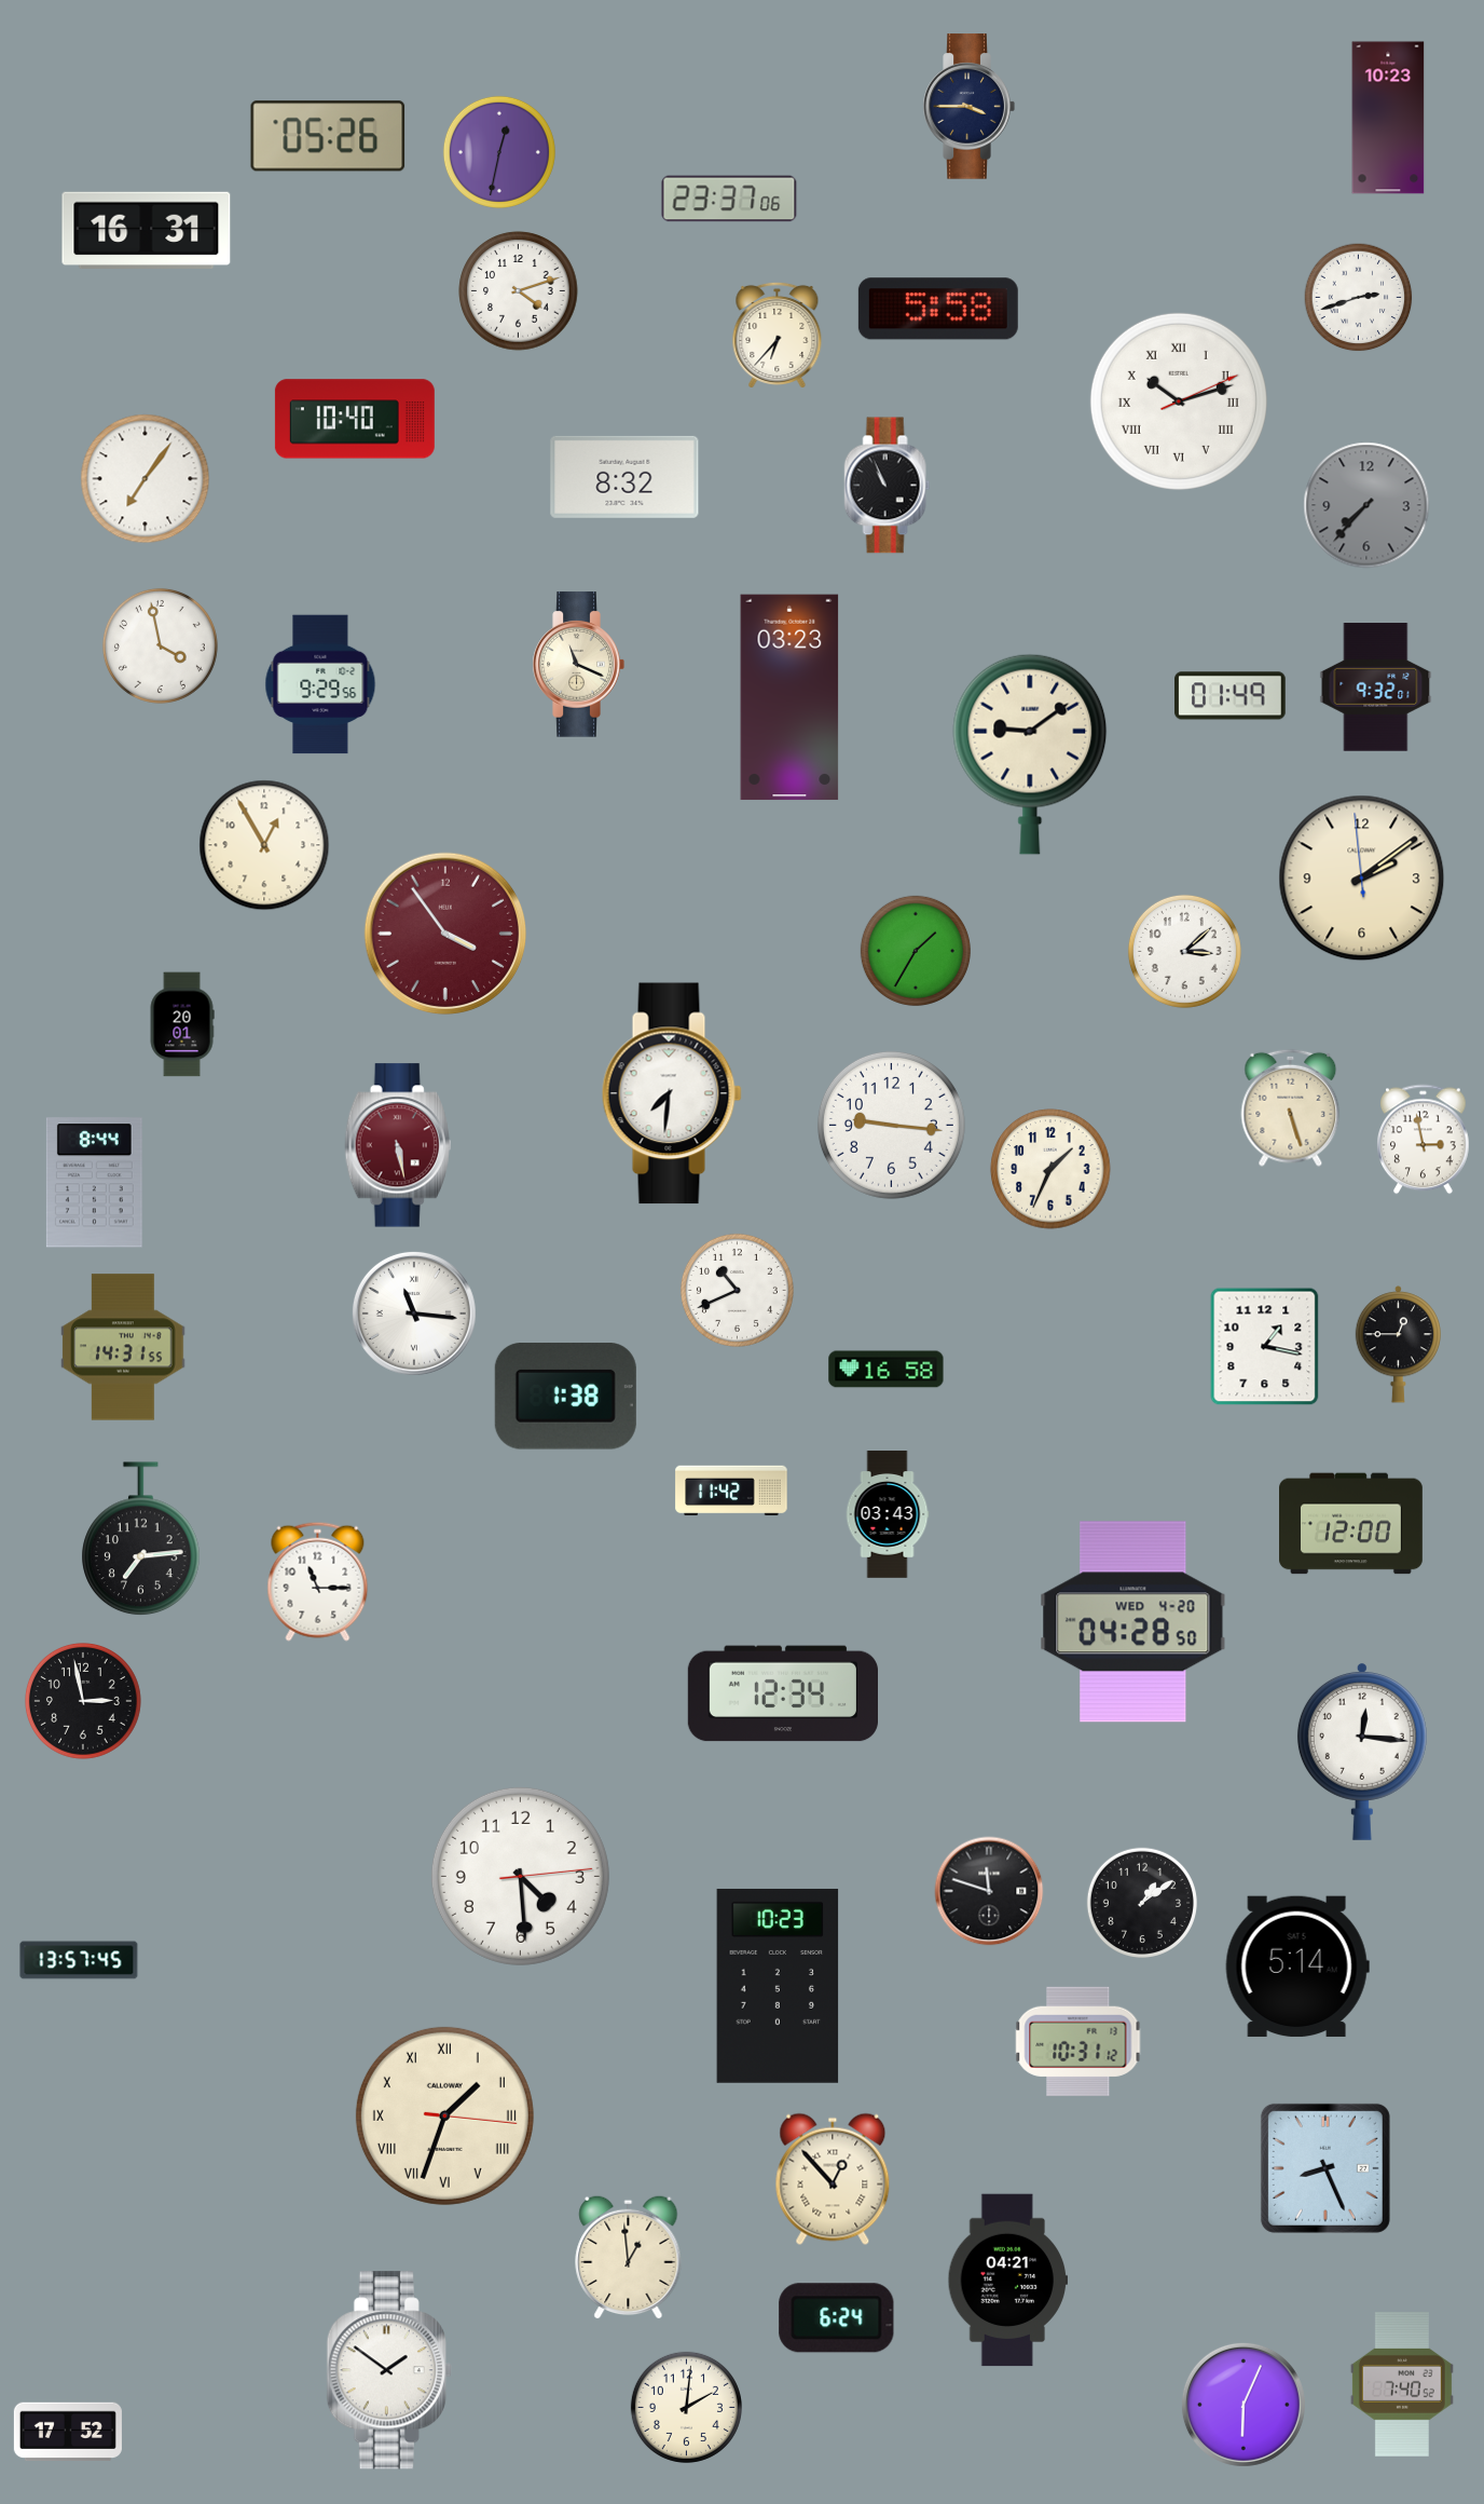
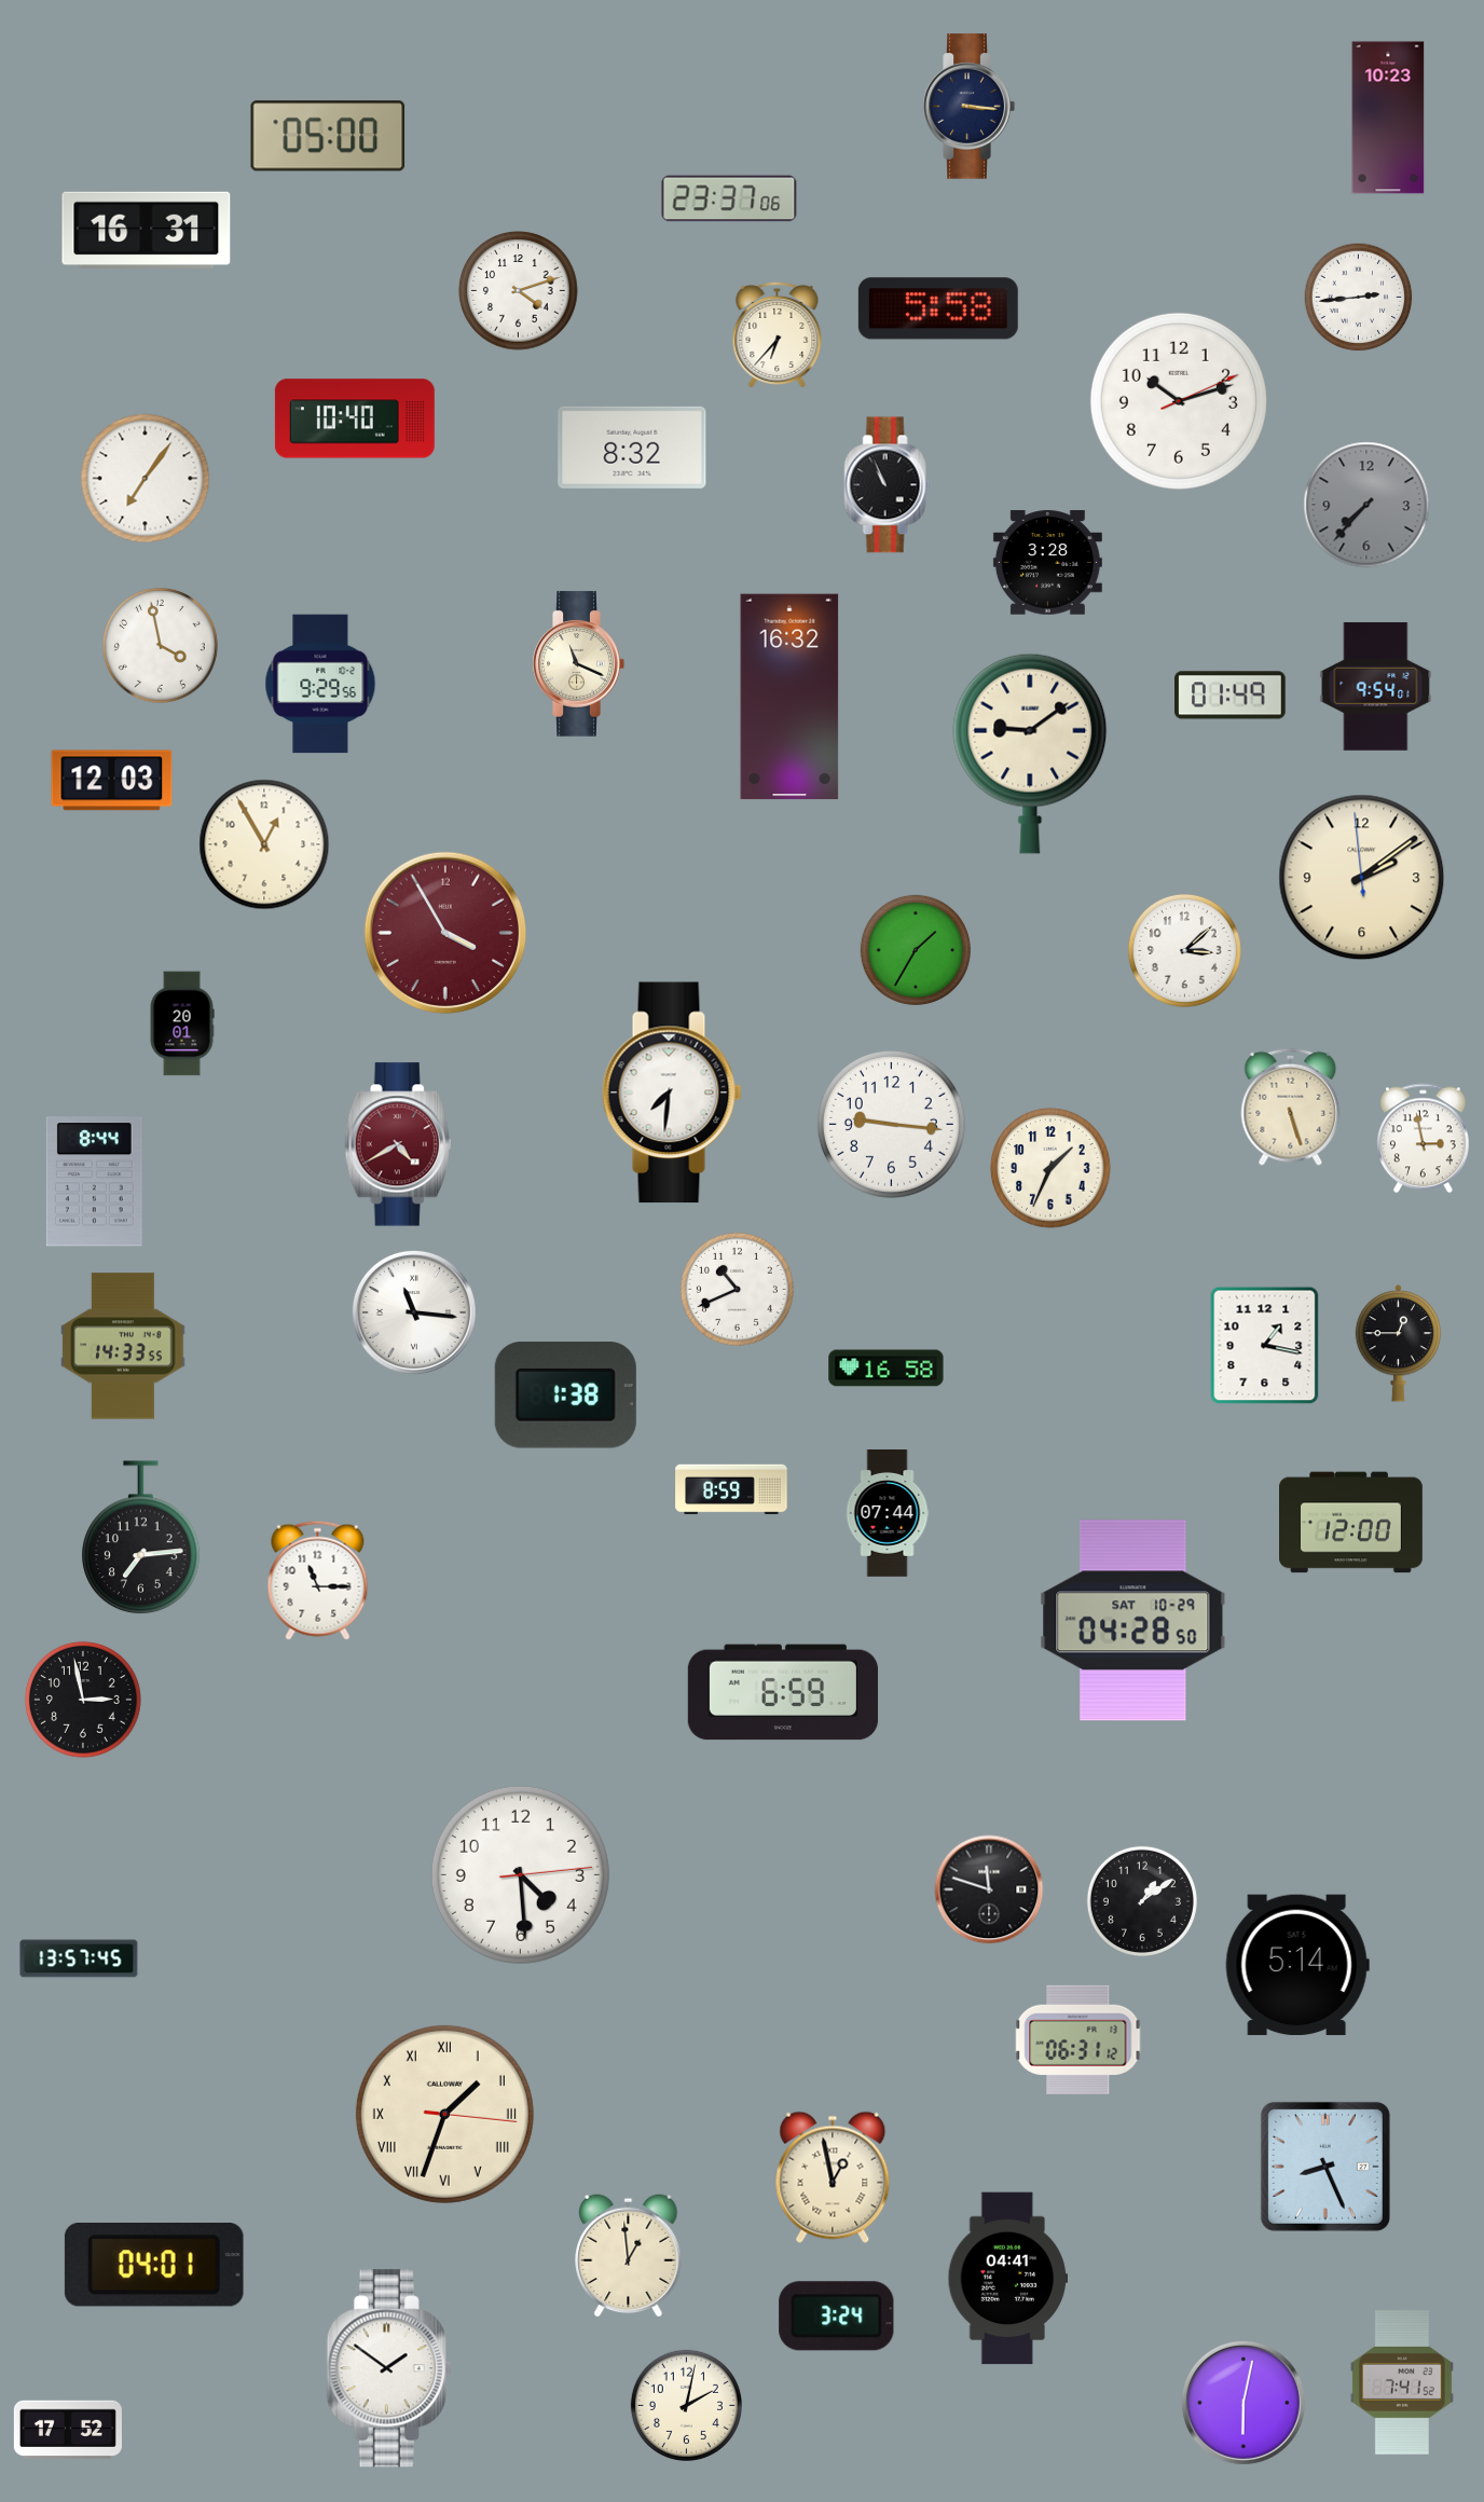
clock at (968, 107): 3:45 -> 3:16
clock at (328, 136): 05:26 -> 05:00
clock at (499, 152): 12:32 -> none
clock at (1359, 298): 2:42 -> 2:44
clock at (1179, 402) numerals: Roman -> Arabic
clock at (624, 477) position: (624, 477) -> (632, 448)
clock at (1047, 563): none -> 3:28
clock at (1376, 688): 9:32 -> 9:54
clock at (789, 697): 03:23 -> 16:32
clock at (112, 781): none -> 12:03
clock at (444, 933): 3:54 -> 3:55
clock at (398, 1145): 5:28 -> 4:40
clock at (123, 1347): 14:31 -> 14:33
clock at (731, 1491): 11:42 -> 8:59
clock at (888, 1514): 03:43 -> 07:44
clock at (1133, 1622) date: WED 4-20 -> SAT 10-29
clock at (782, 1693): 12:34 -> 6:59
clock at (1362, 1752): 12:16 -> none
clock at (778, 1986): 10:23 -> none
clock at (1078, 2041): 10:31 -> 06:31
clock at (833, 2179): 12:53 -> 12:58
clock at (154, 2266): none -> 04:01
clock at (1007, 2281): 04:21 -> 04:41
clock at (837, 2318): 6:24 -> 3:24
clock at (1402, 2384): 7:40 -> 7:41
clock at (1243, 2405): 6:04 -> 6:02
clock at (686, 2407): 2:01 -> 2:02
